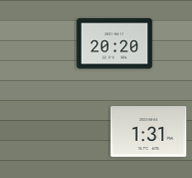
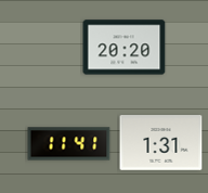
clock at (69, 144): none -> 11:41
